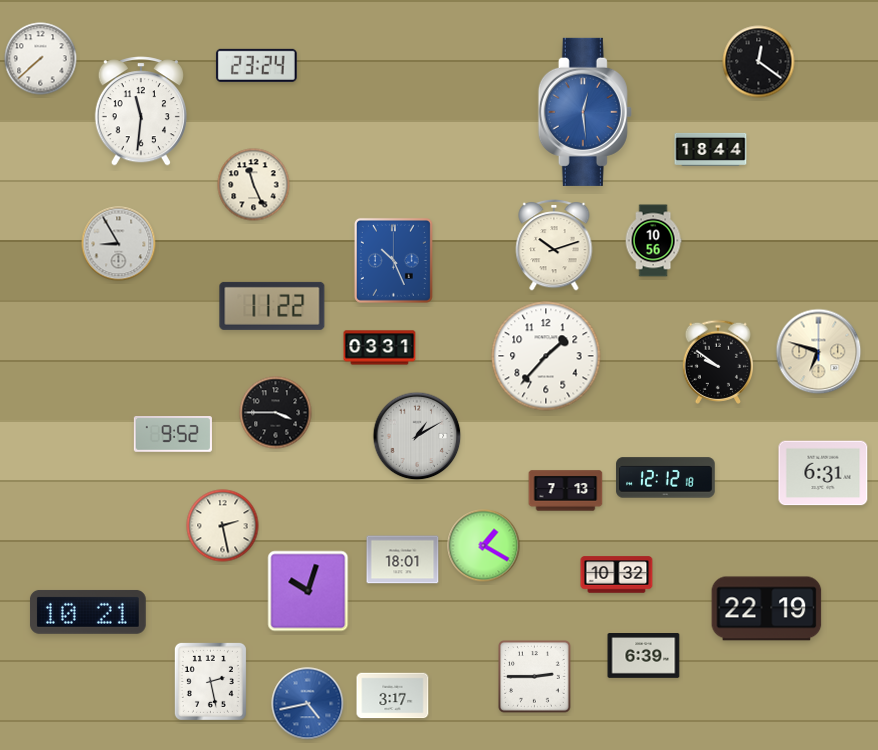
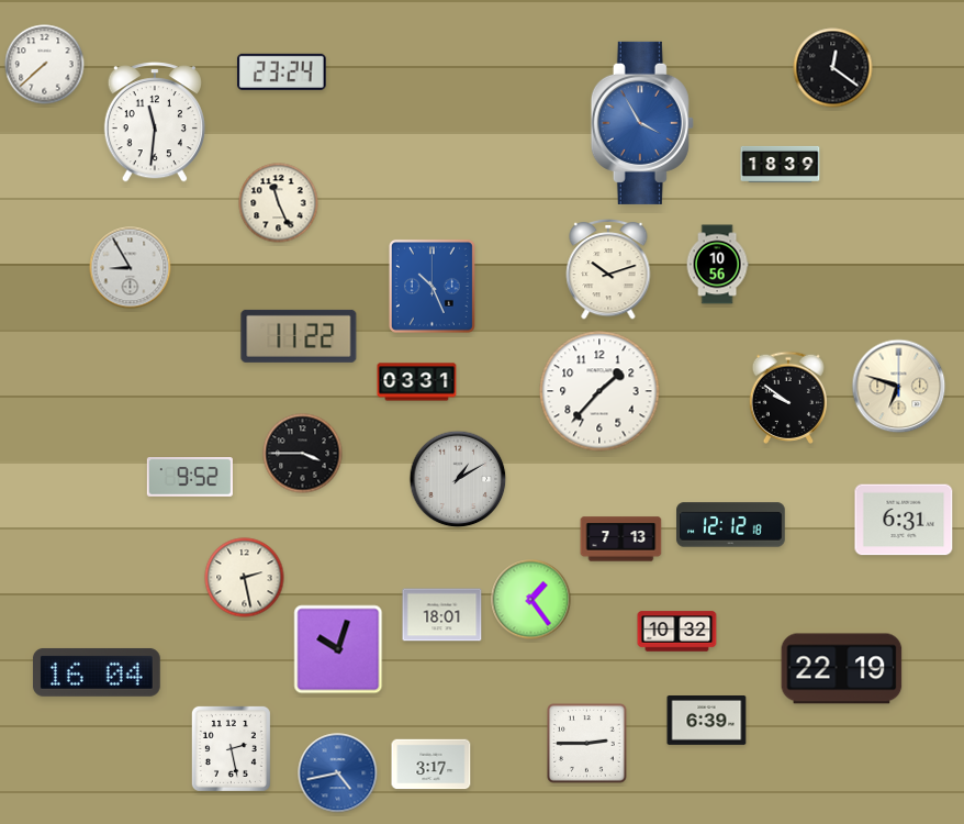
clock at (585, 112): 12:29 -> 3:55
clock at (711, 149): 18:44 -> 18:39
clock at (484, 546): 1:20 -> 1:24
clock at (88, 612): 10:21 -> 16:04
